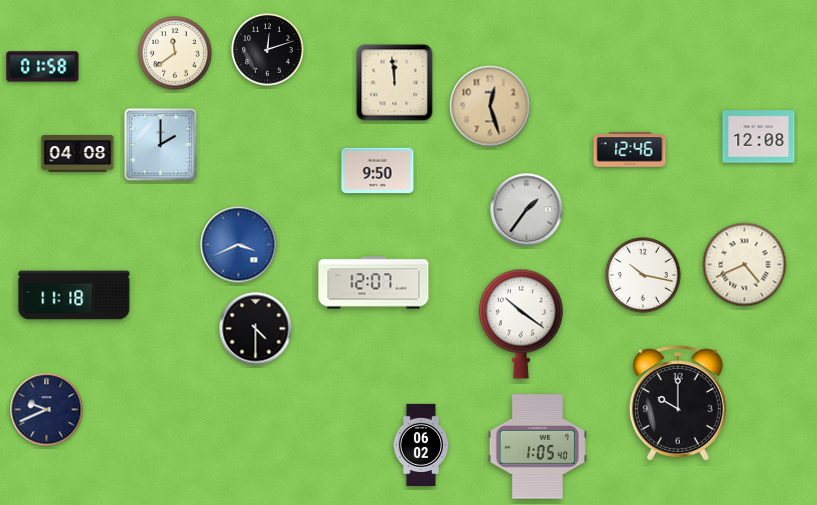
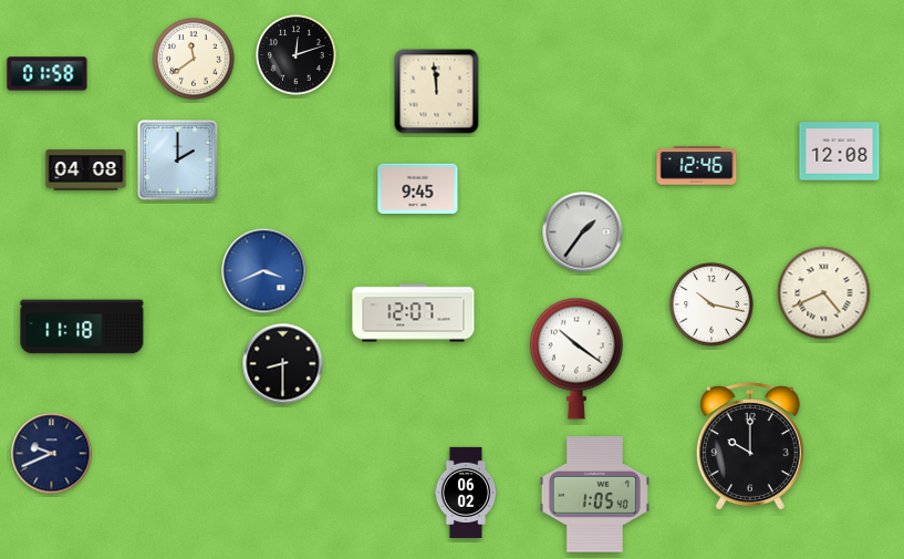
clock at (490, 106): 12:27 -> none
clock at (378, 171): 9:50 -> 9:45
clock at (256, 329): 4:30 -> 8:30
